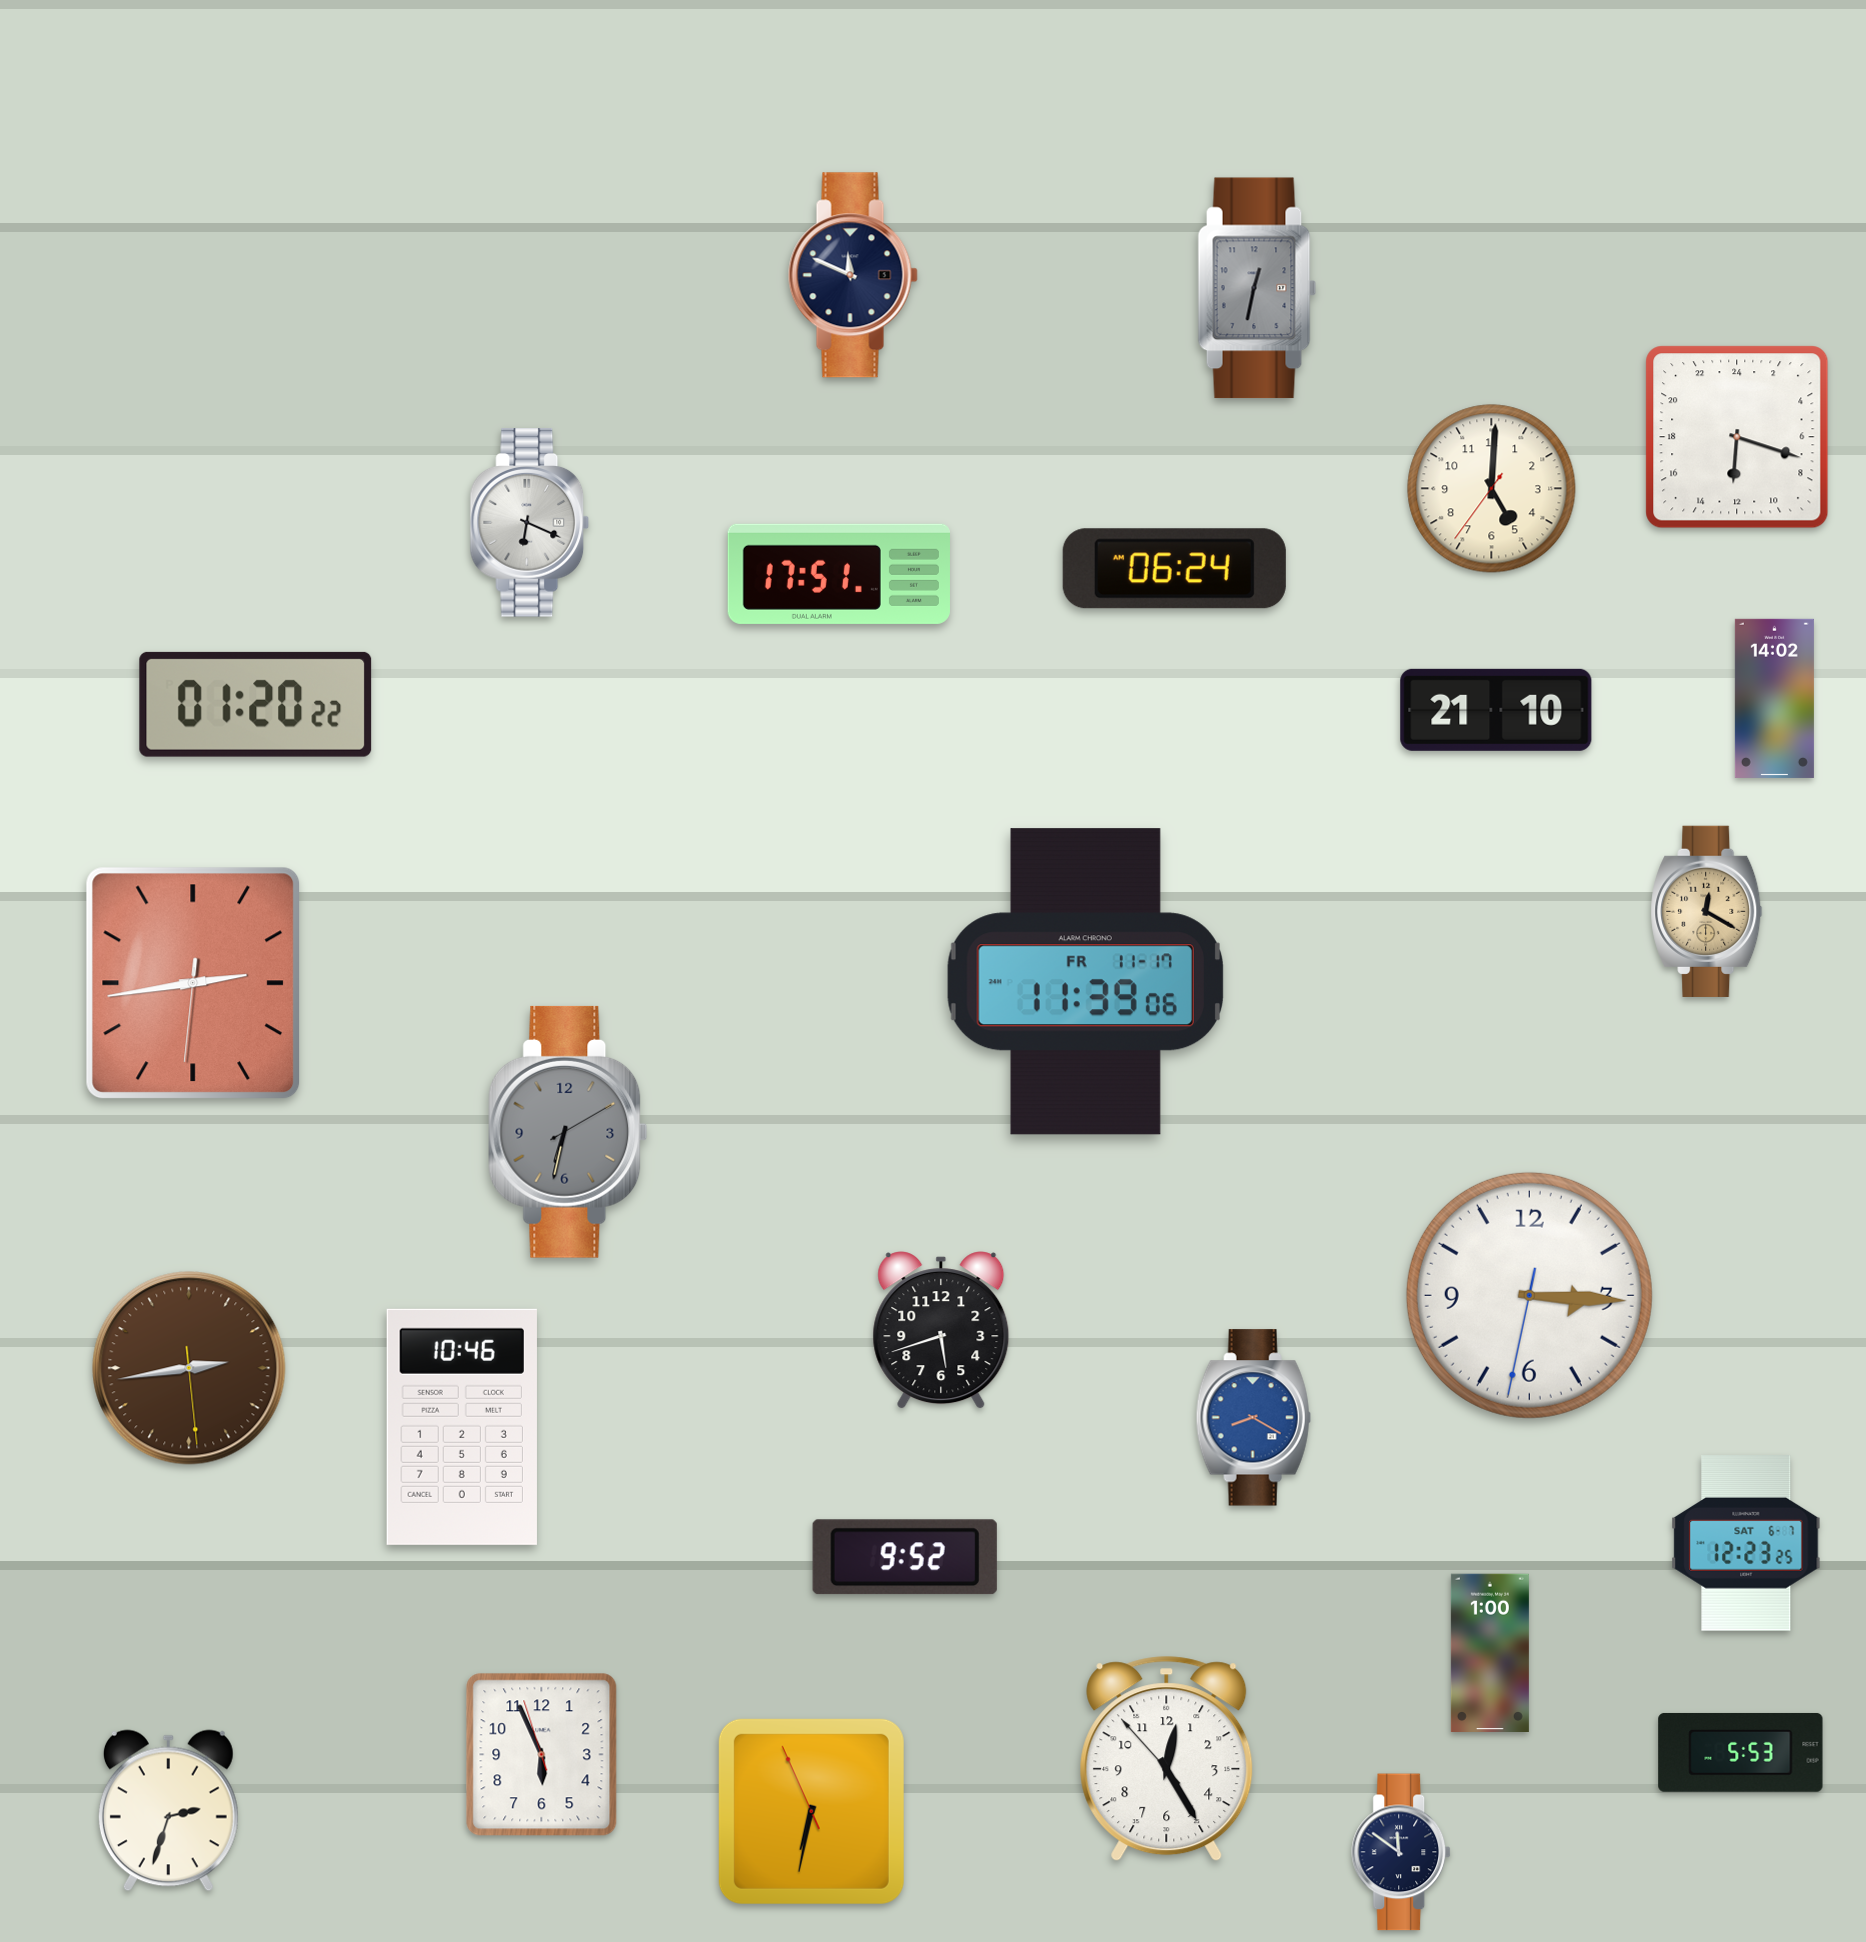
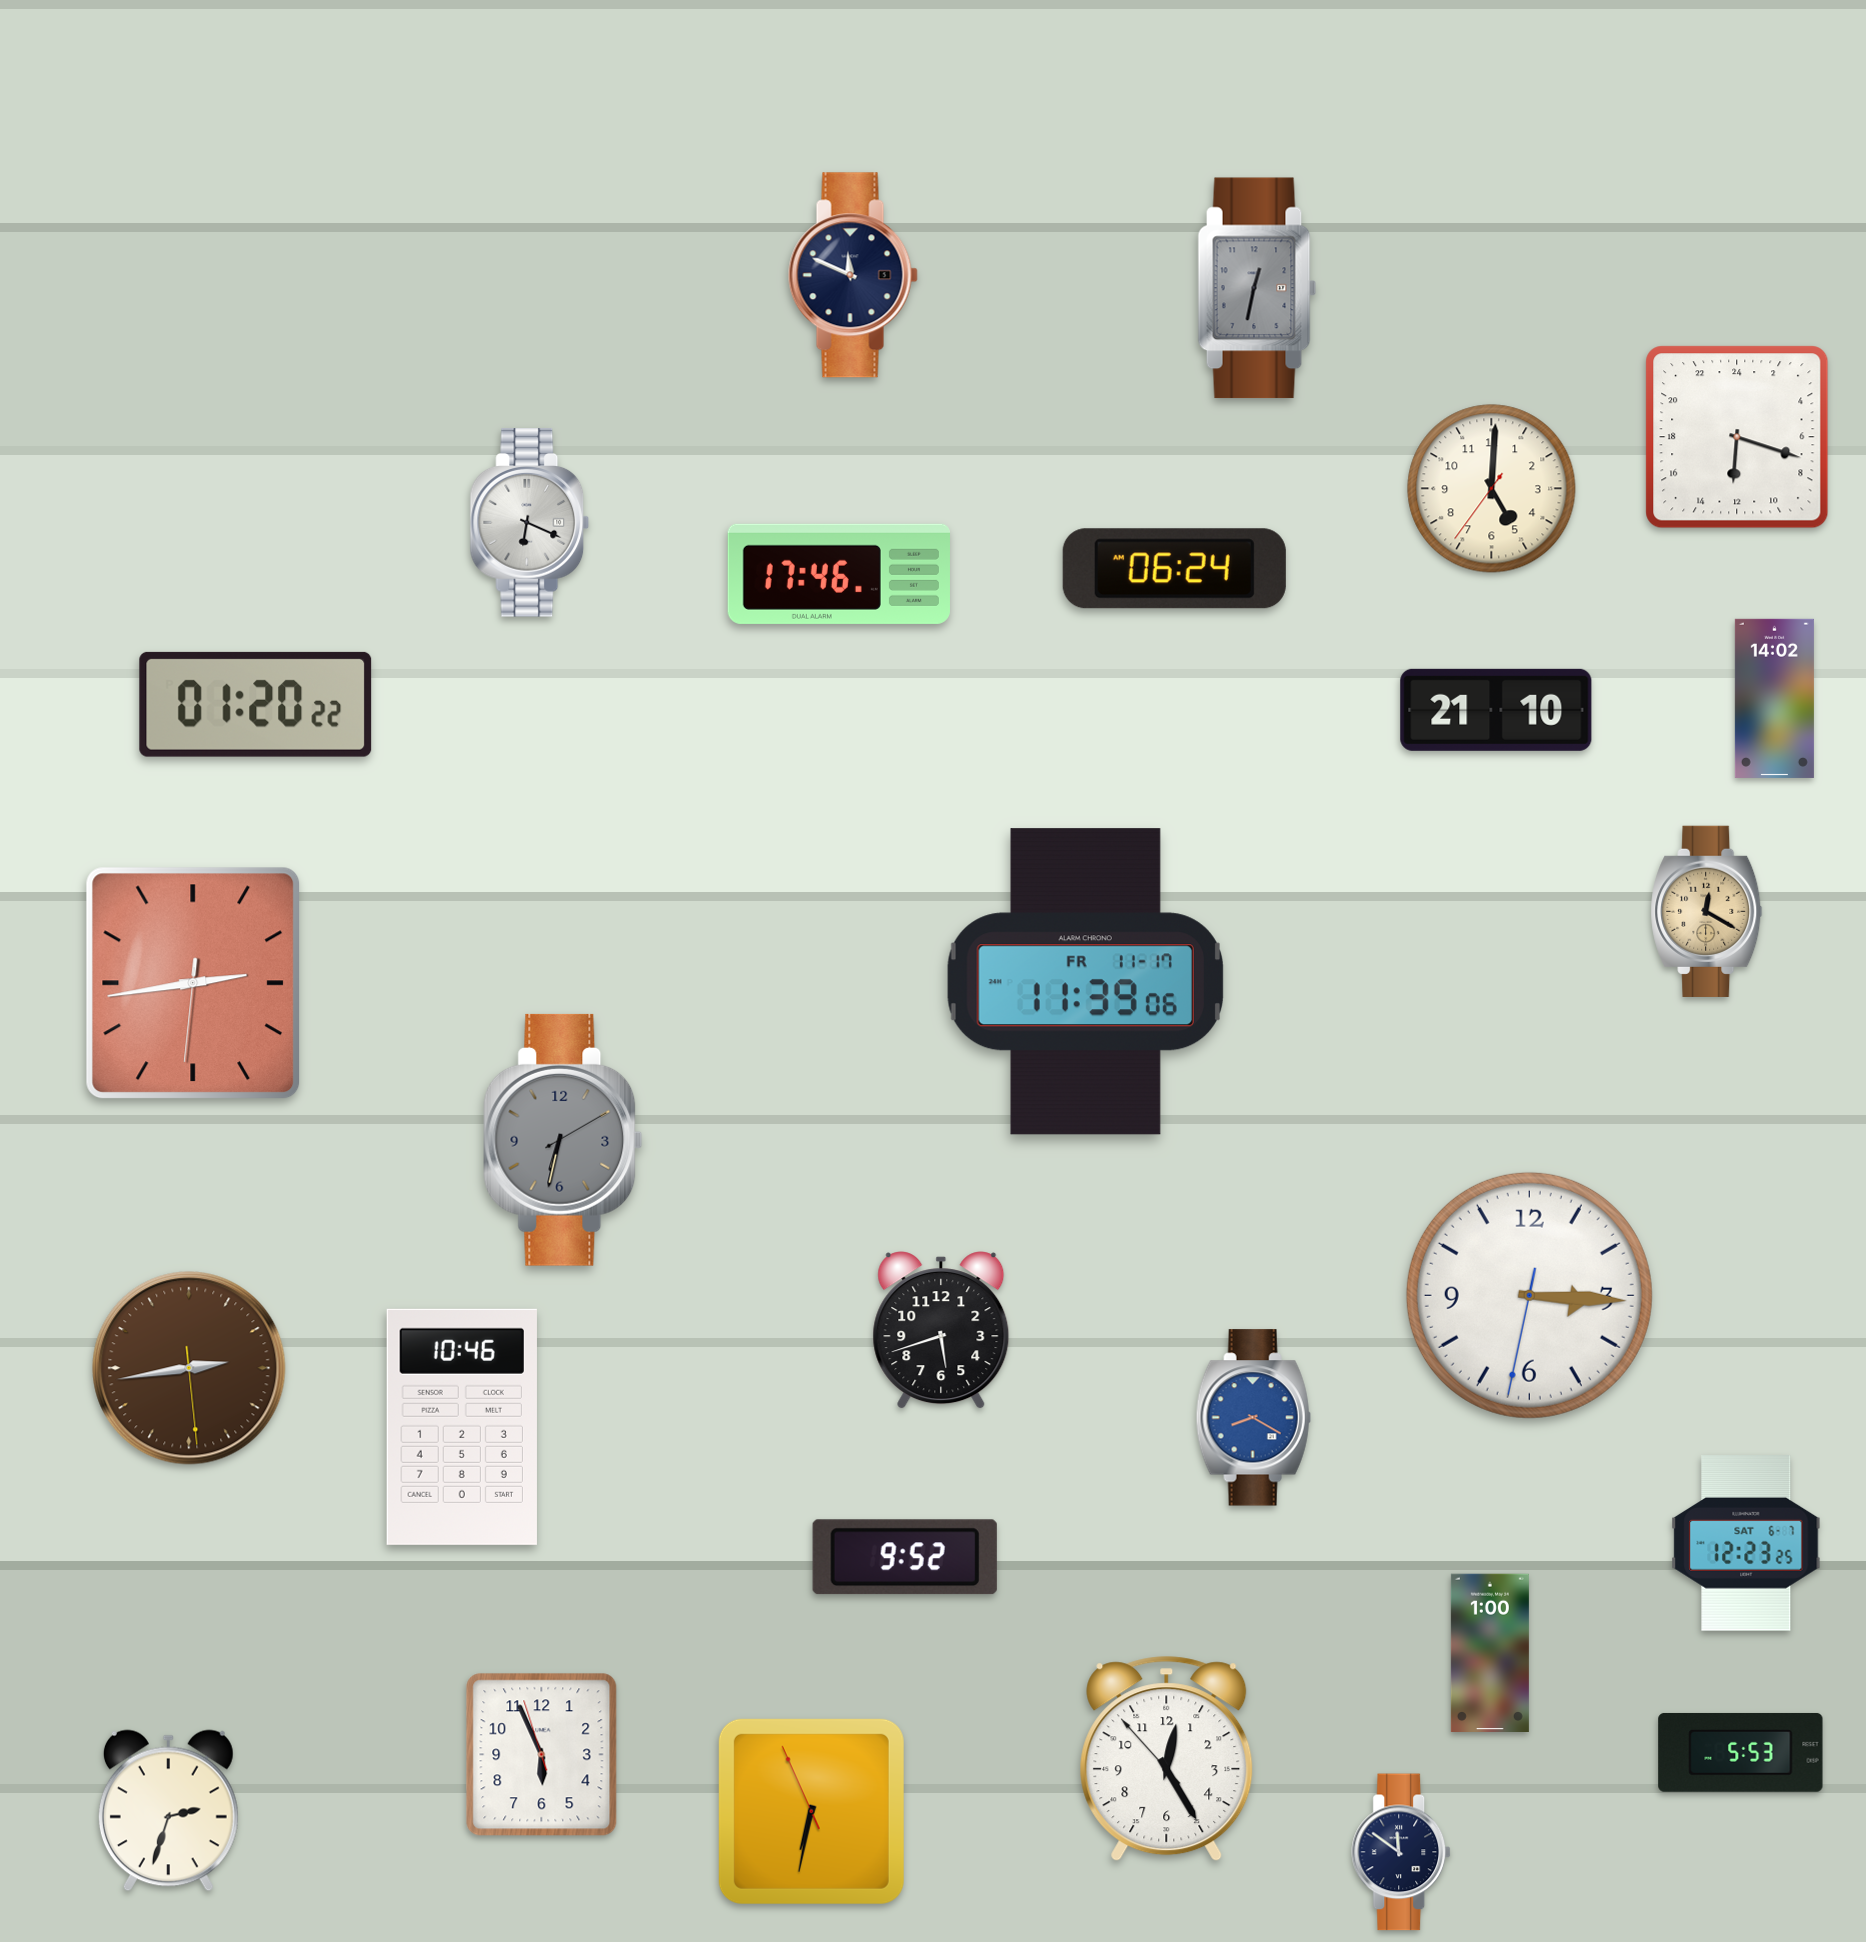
clock at (839, 574): 17:51 -> 17:46
clock at (568, 1132) position: (568, 1132) -> (563, 1140)
